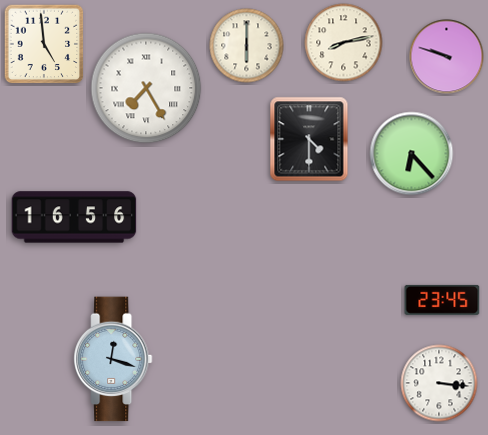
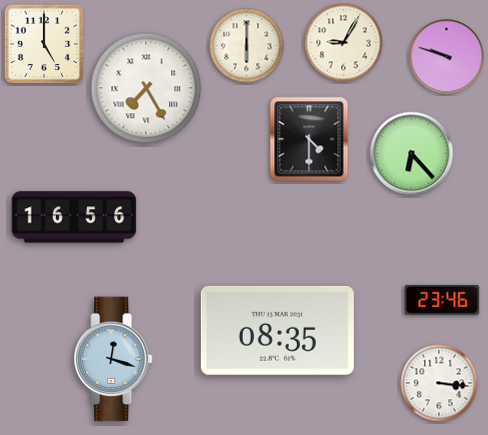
clock at (344, 43): 8:13 -> 9:05
clock at (44, 44): 4:59 -> 5:00
clock at (442, 300): 23:45 -> 23:46
clock at (277, 330): none -> 08:35
